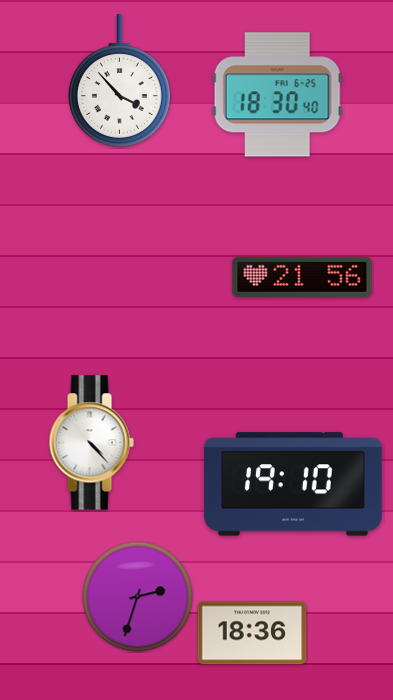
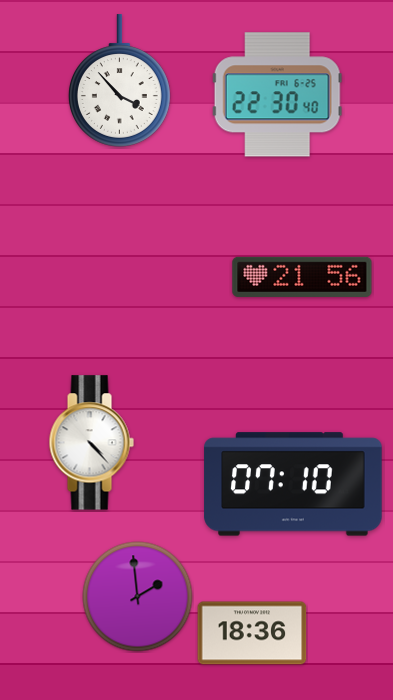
clock at (277, 95): 18:30 -> 22:30
clock at (293, 484): 19:10 -> 07:10
clock at (138, 597): 2:33 -> 1:59
